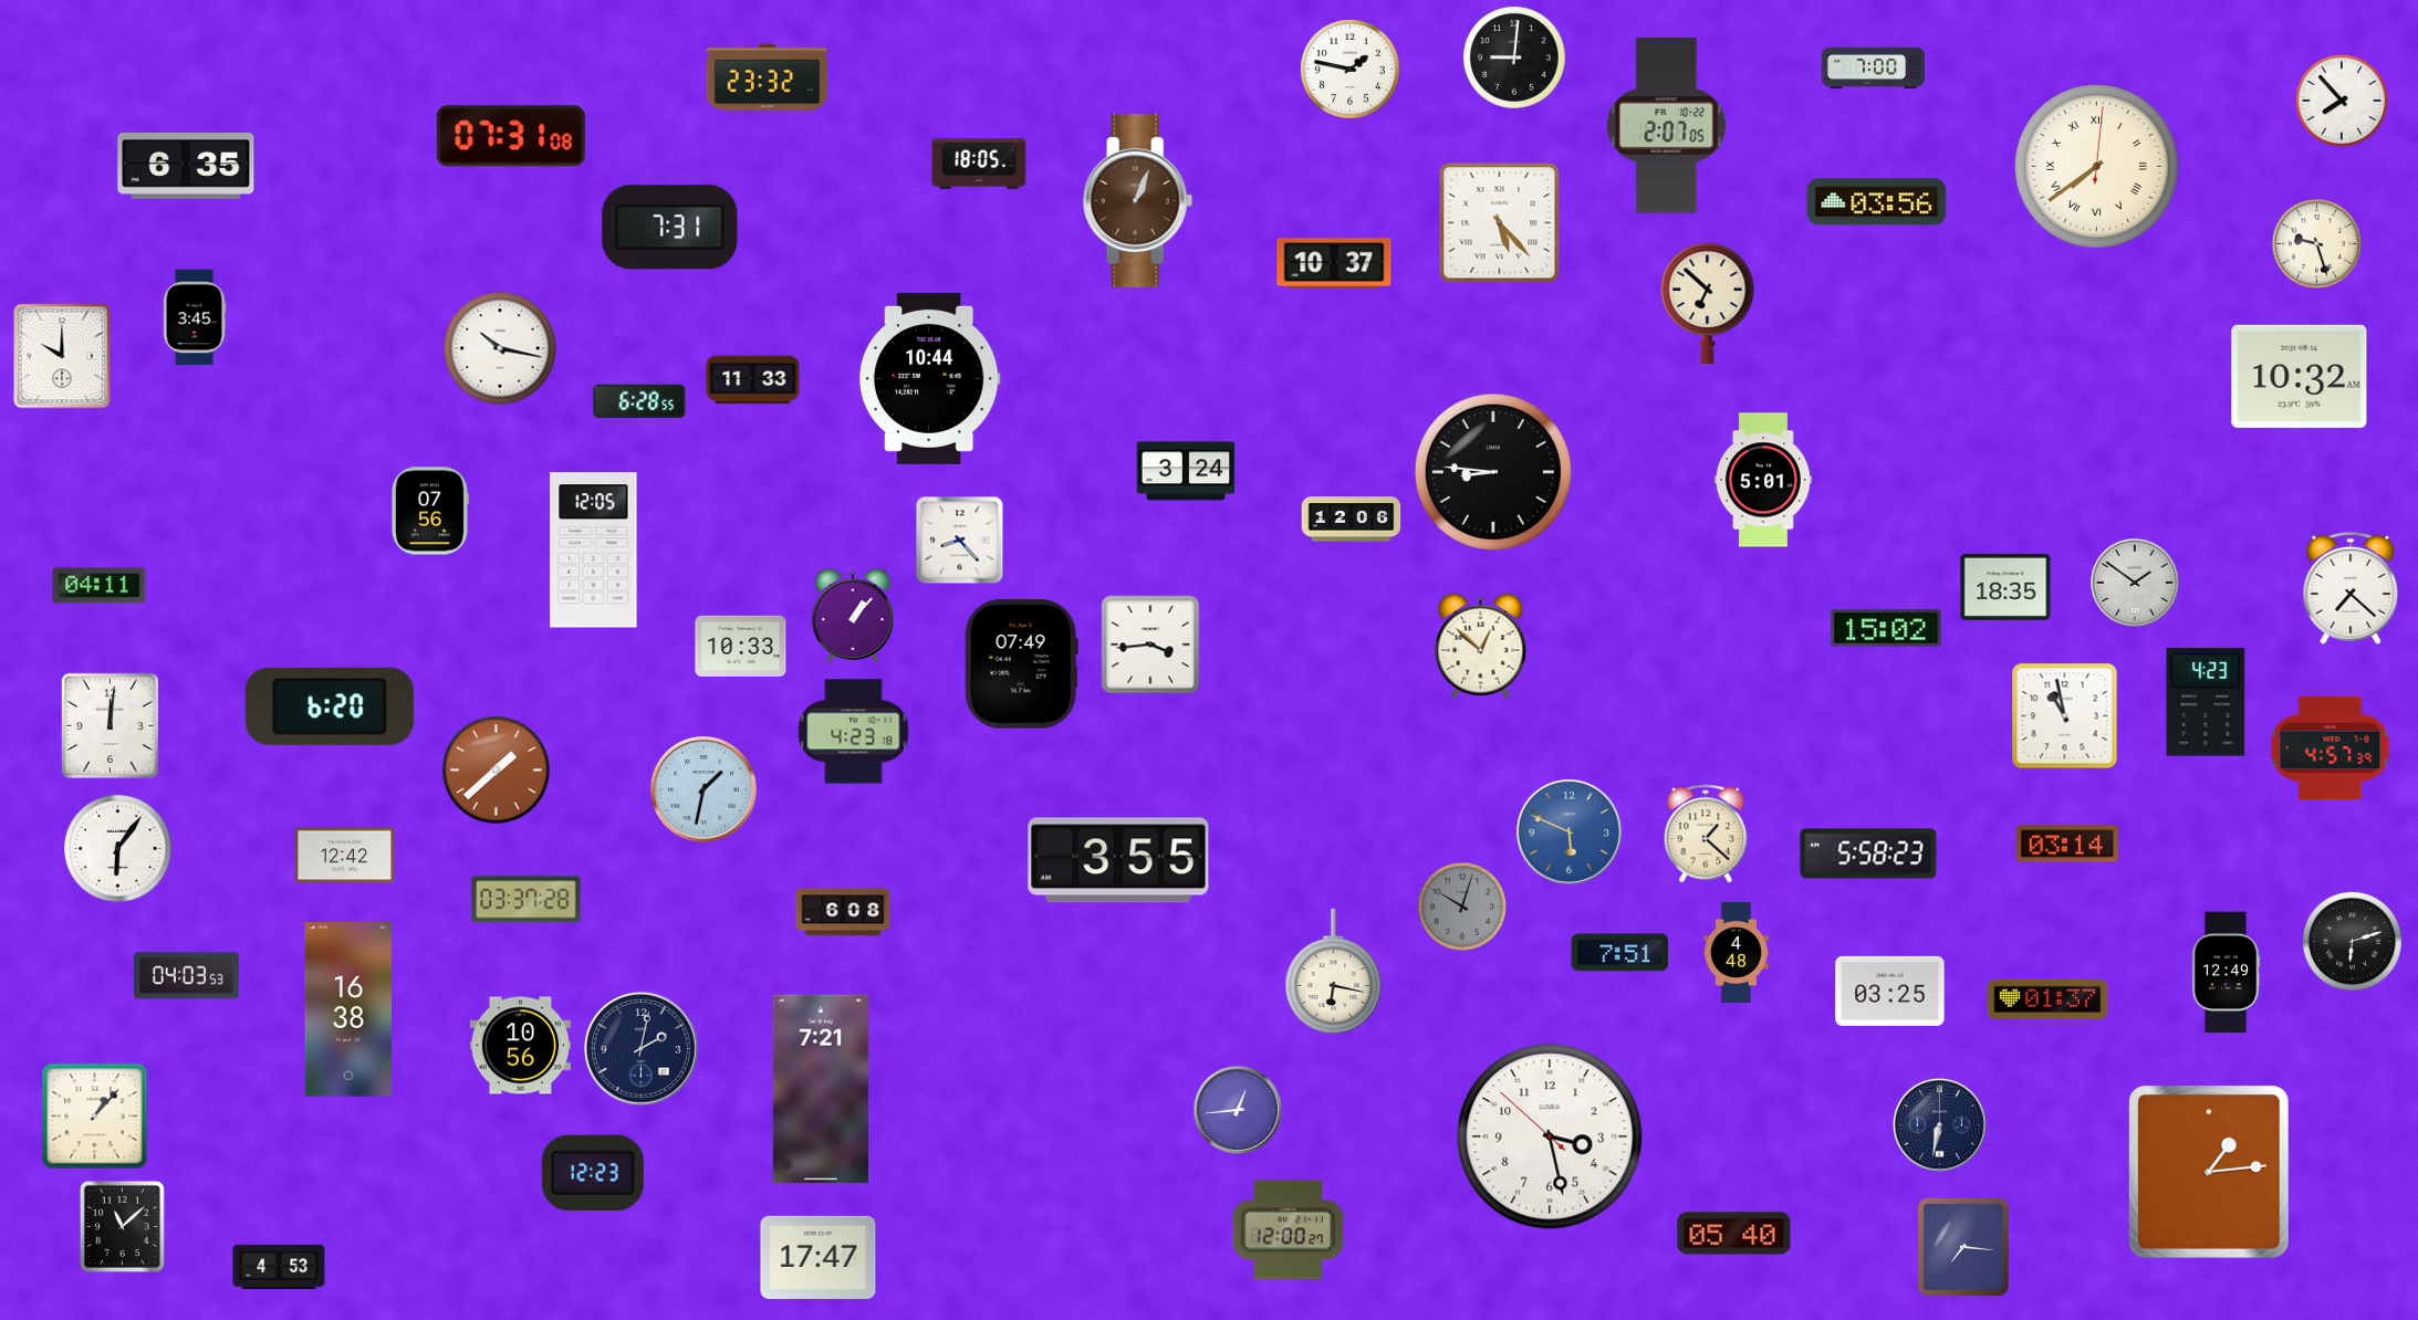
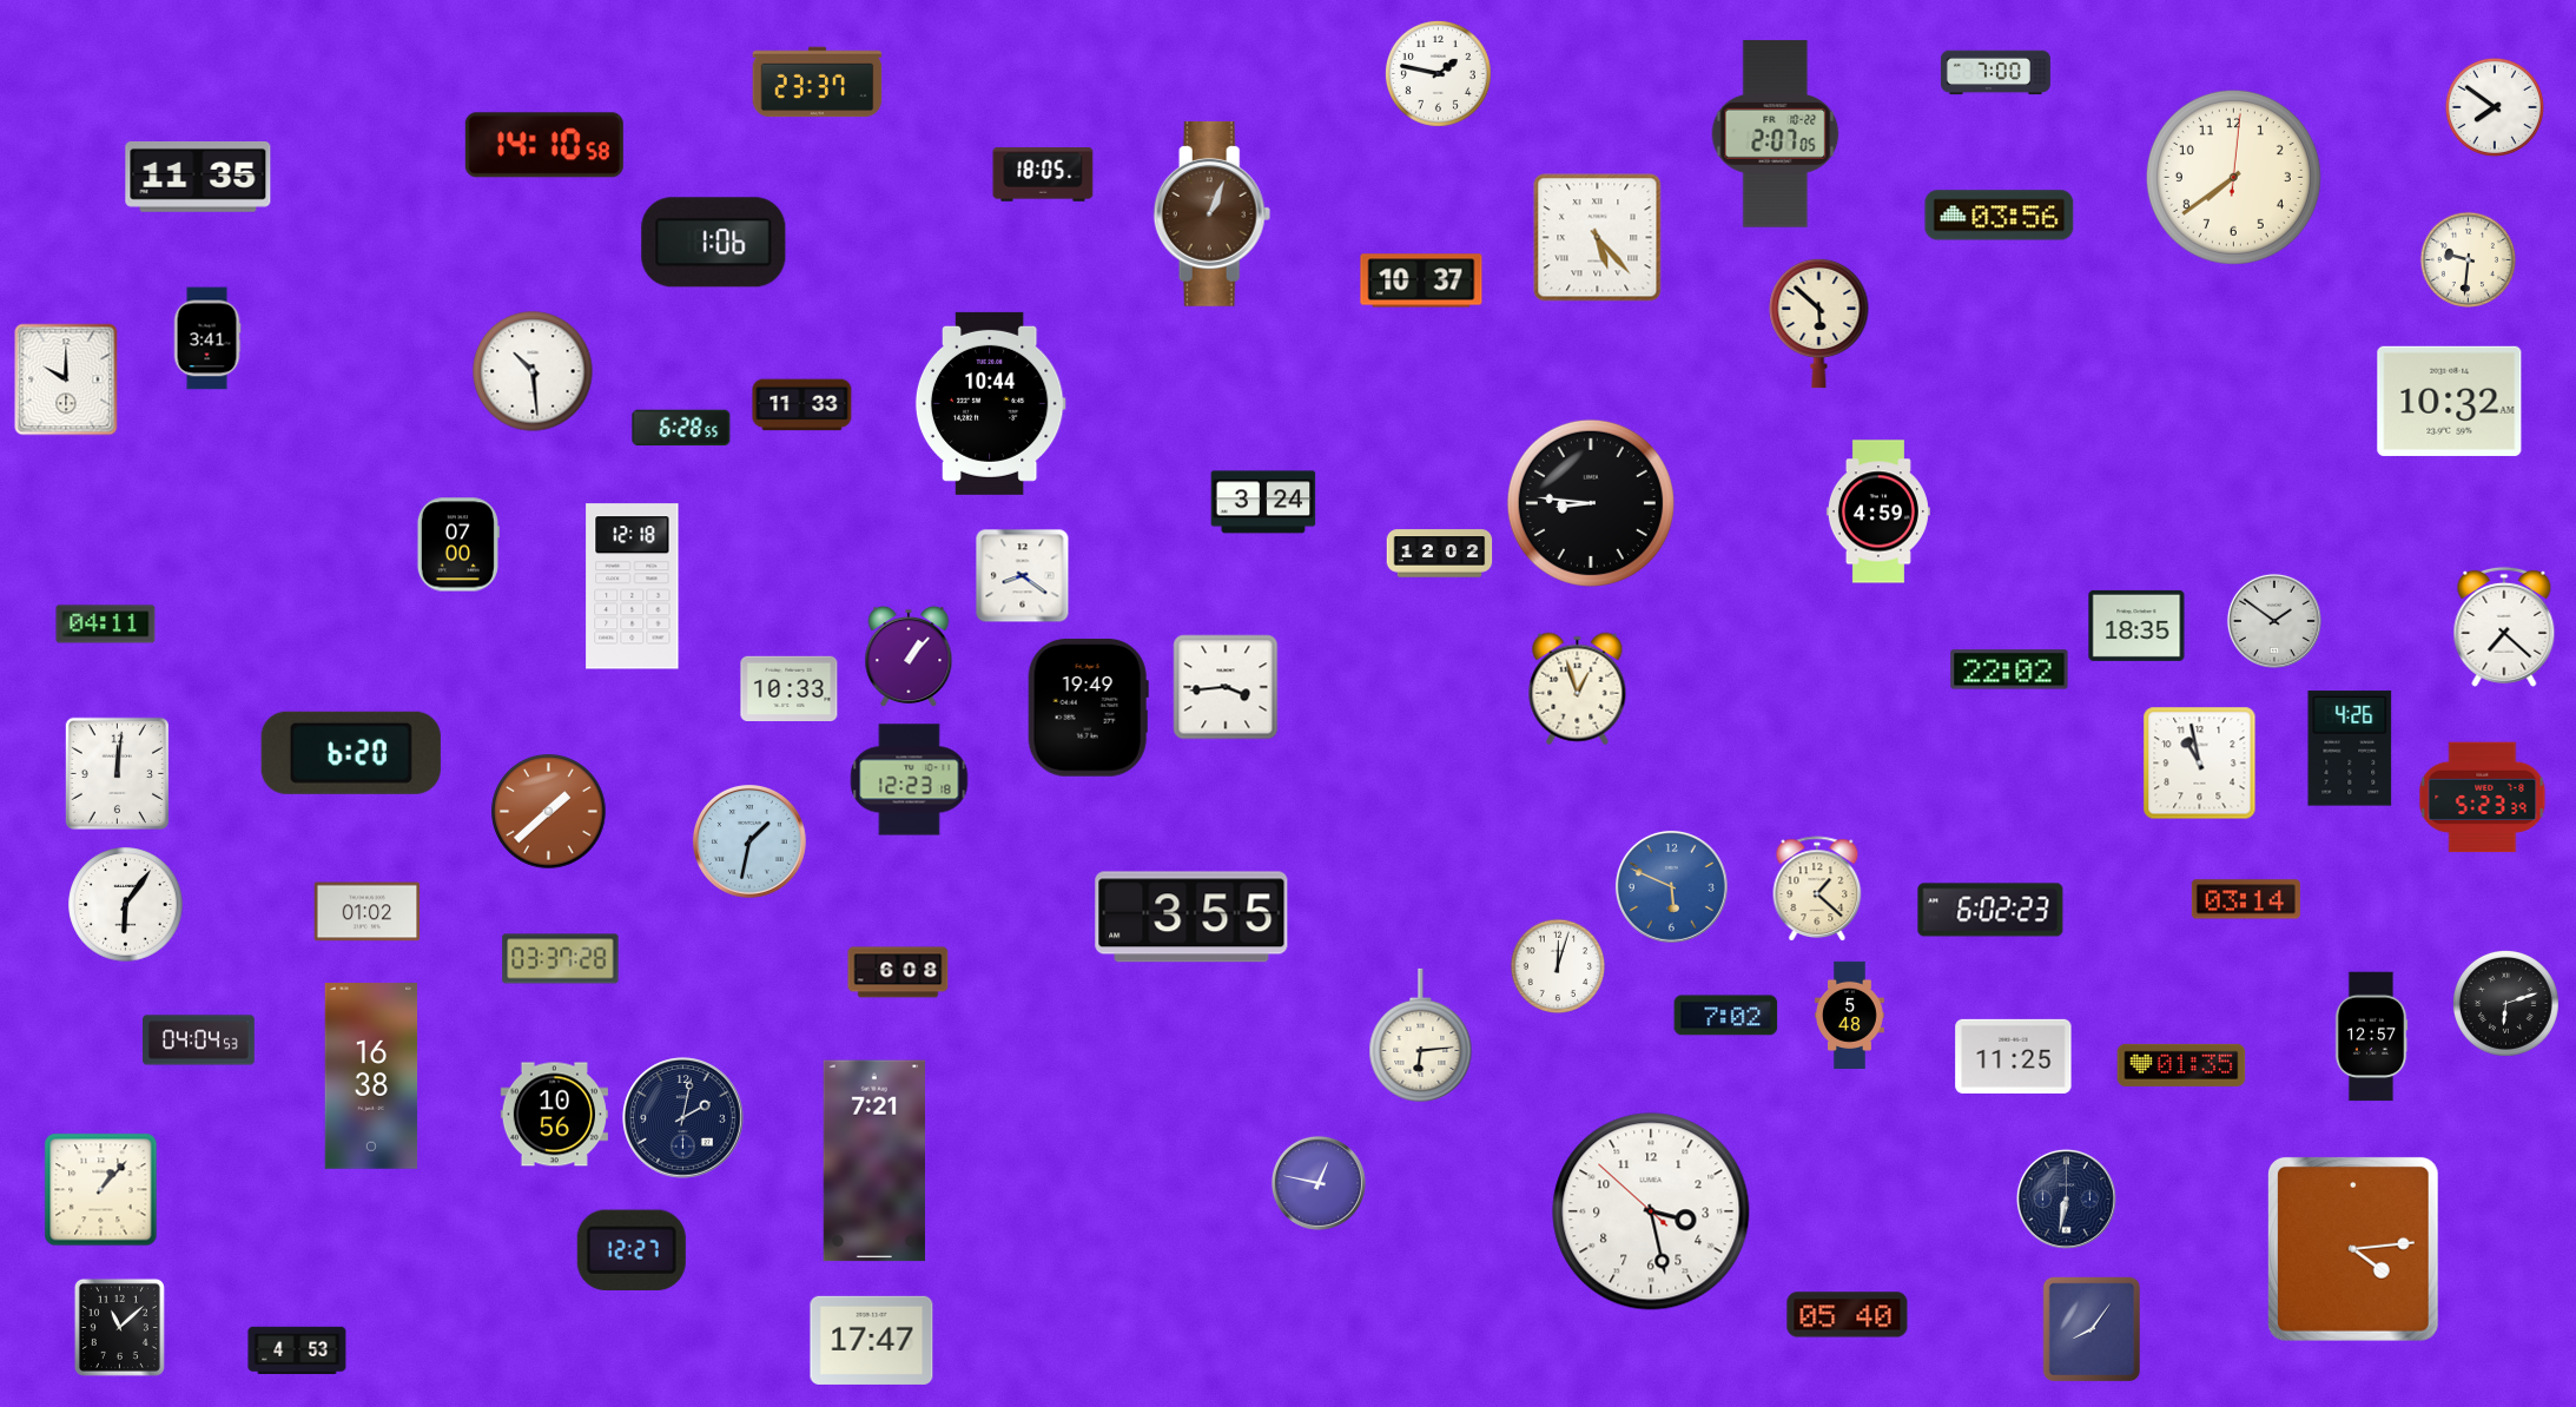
clock at (1515, 59): 9:01 -> none
clock at (768, 77): 23:32 -> 23:37
clock at (2342, 101): 7:53 -> 7:51
clock at (511, 136): 07:31 -> 14:10
clock at (186, 166): 6:35 -> 11:35
clock at (2096, 166) numerals: Roman -> Arabic
clock at (670, 228): 7:31 -> 1:06
clock at (2317, 244): 9:27 -> 9:31
clock at (1708, 303): 6:52 -> 5:52
clock at (195, 317): 3:45 -> 3:41
clock at (500, 348): 10:17 -> 10:29
clock at (1763, 480): 5:01 -> 4:59
clock at (430, 511): 07:56 -> 07:00
clock at (1352, 520): 12:06 -> 12:02
clock at (960, 541): 8:23 -> 8:21
clock at (594, 551): 12:05 -> 12:18
clock at (1886, 628): 15:02 -> 22:02
clock at (1481, 647): 12:52 -> 12:57
clock at (1021, 664): 07:49 -> 19:49
clock at (2206, 702): 4:23 -> 4:26
clock at (854, 732): 4:23 -> 12:23
clock at (2331, 748): 4:57 -> 5:23
clock at (497, 771) position: (497, 771) -> (549, 812)
clock at (2067, 844) position: (2067, 844) -> (2246, 899)
clock at (1868, 853): 5:58 -> 6:02
clock at (345, 856): 12:42 -> 01:02
clock at (1462, 907): 10:03 -> 12:03
clock at (1462, 907) dial: grey -> white
clock at (1737, 952): 4:48 -> 5:48
clock at (1620, 953): 7:51 -> 7:02
clock at (1334, 971): 6:17 -> 6:14
clock at (2226, 973): 12:49 -> 12:57
clock at (187, 976): 04:03 -> 04:04
clock at (1890, 991): 03:25 -> 11:25
clock at (2047, 999): 01:37 -> 01:35
clock at (1238, 1110): 12:44 -> 12:47
clock at (593, 1172): 12:23 -> 12:27
clock at (2209, 1172): 1:14 -> 4:14
clock at (122, 1226) position: (122, 1226) -> (119, 1327)
clock at (1288, 1230): 12:00 -> none
clock at (1962, 1247): 7:16 -> 8:06
